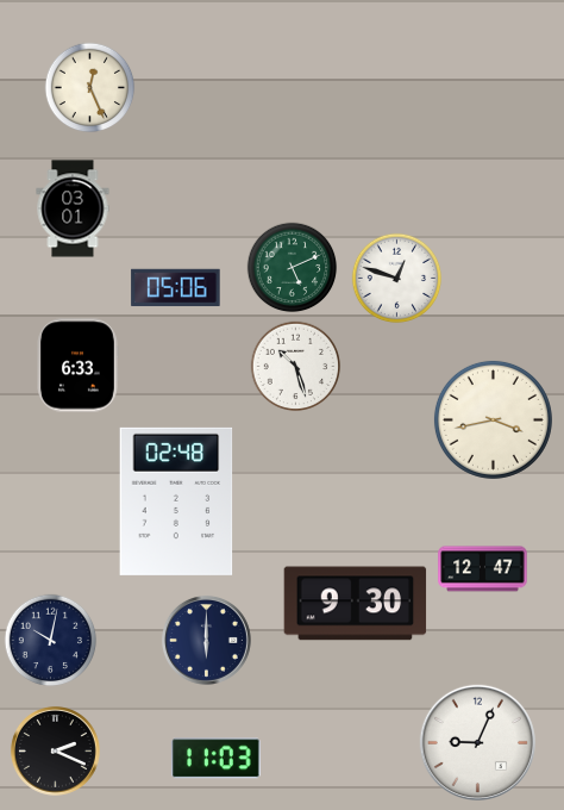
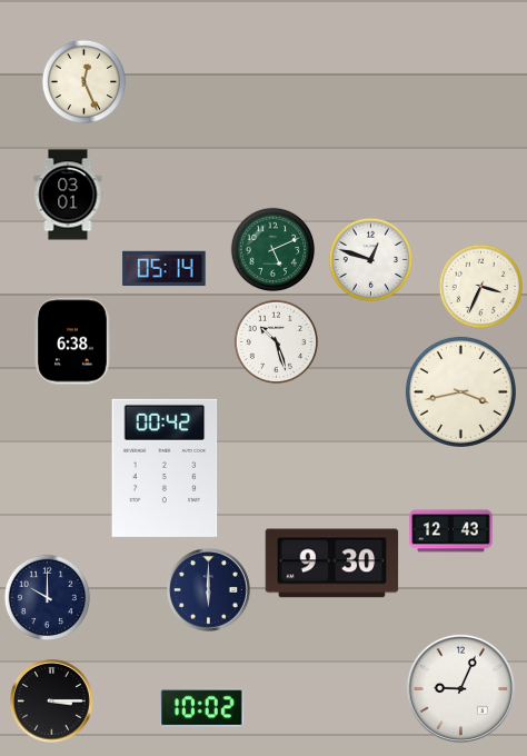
clock at (176, 288): 05:06 -> 05:14
clock at (481, 287): none -> 3:34
clock at (77, 366): 6:33 -> 6:38
clock at (176, 501): 02:48 -> 00:42
clock at (483, 569): 12:47 -> 12:43
clock at (206, 640) position: (206, 640) -> (208, 589)
clock at (51, 641): 10:02 -> 10:00
clock at (477, 742) position: (477, 742) -> (460, 688)
clock at (55, 750): 2:19 -> 3:15
clock at (217, 759): 11:03 -> 10:02
